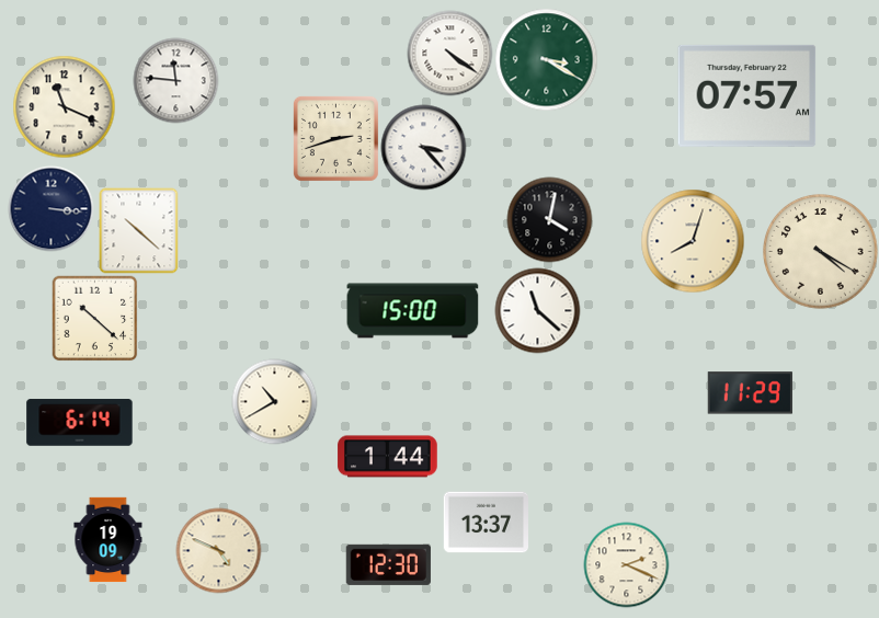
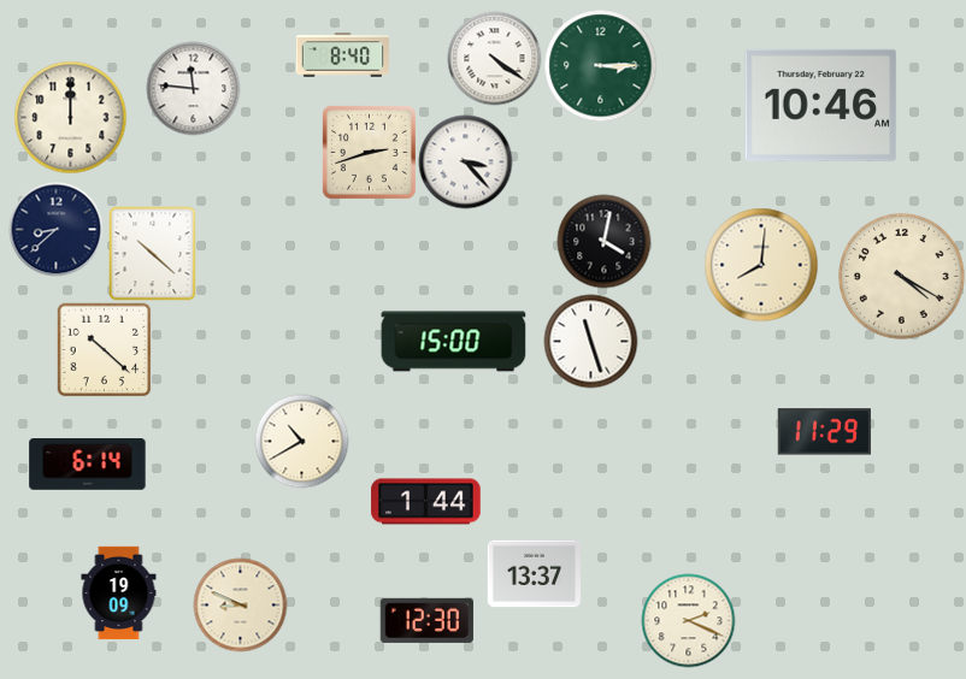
clock at (342, 55): none -> 8:40
clock at (546, 59): 3:20 -> 3:15
clock at (747, 95): 07:57 -> 10:46
clock at (64, 106): 11:19 -> 12:00
clock at (50, 208): 3:16 -> 8:38
clock at (693, 241): 8:03 -> 8:01
clock at (537, 310): 11:22 -> 11:27
clock at (218, 550): 4:49 -> 8:49
